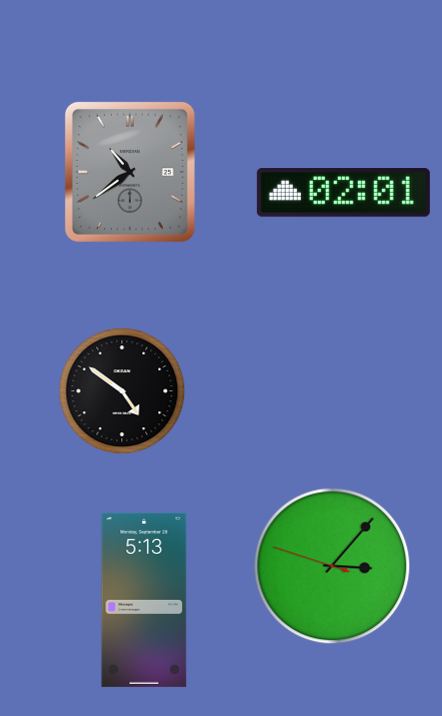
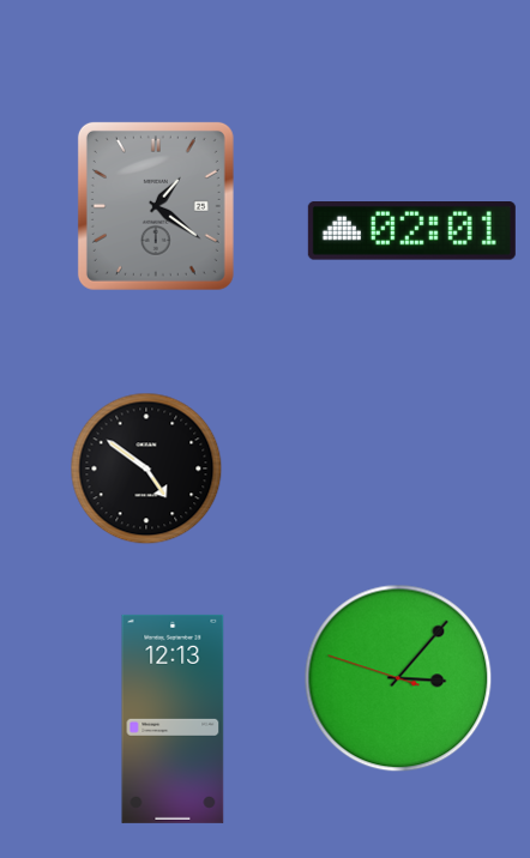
clock at (130, 172): 10:39 -> 1:21
clock at (144, 600): 5:13 -> 12:13
